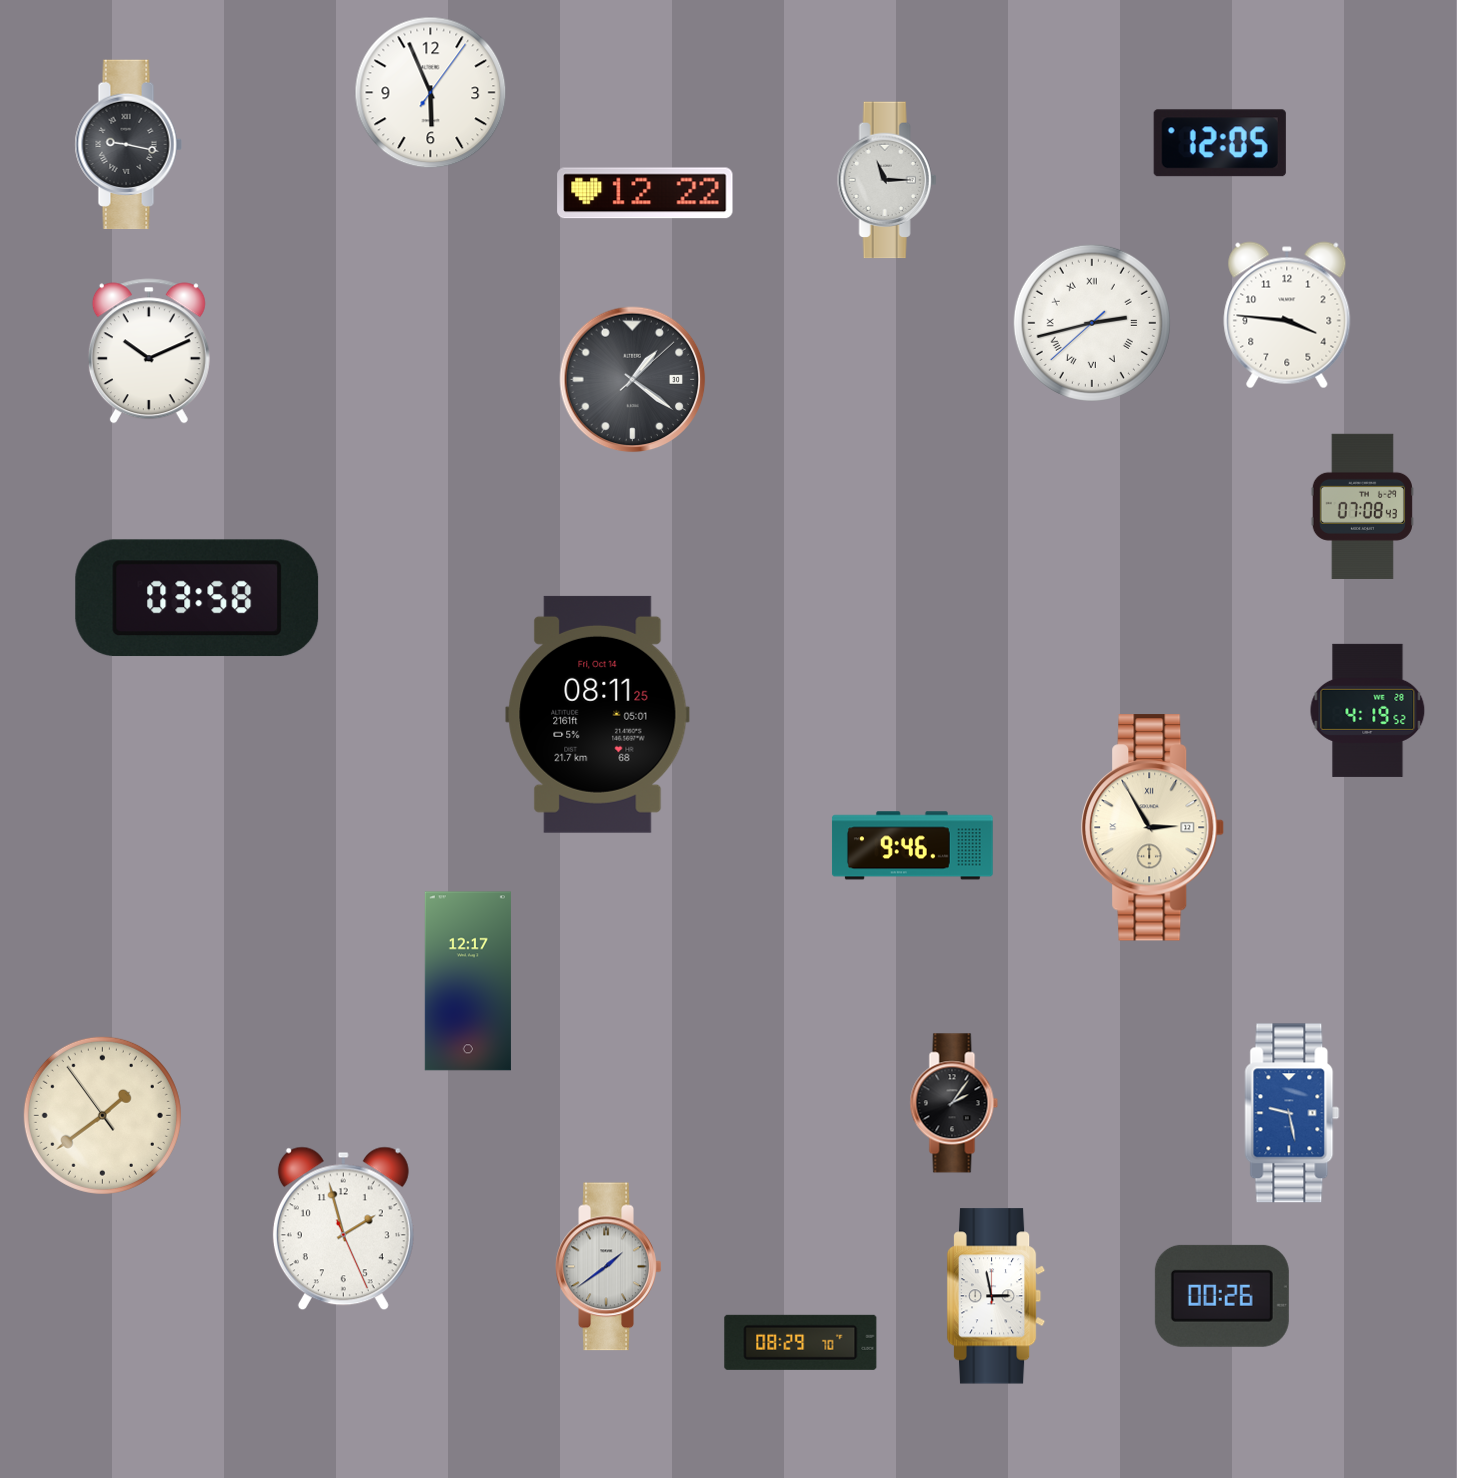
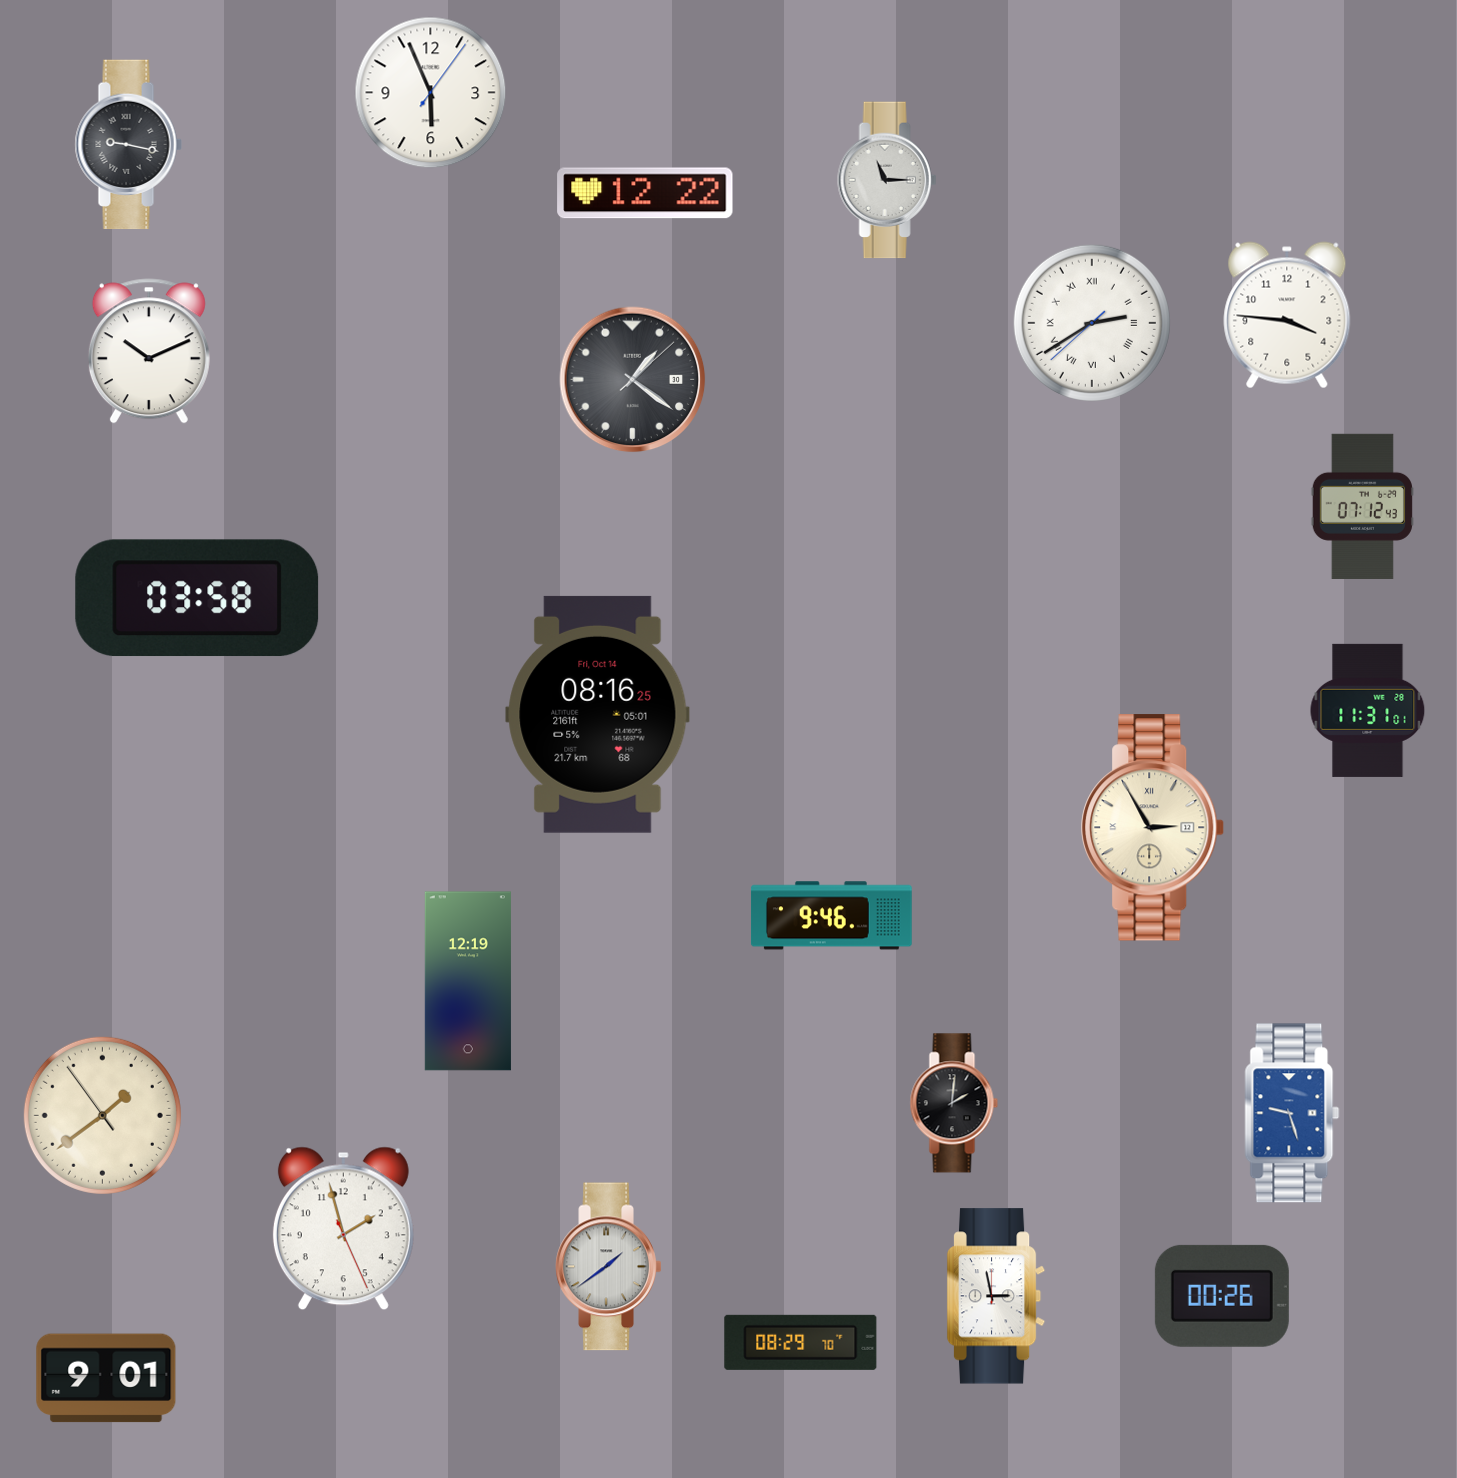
clock at (1220, 143): 12:05 -> none
clock at (1092, 323): 2:42 -> 2:39
clock at (1362, 506): 07:08 -> 07:12
clock at (1368, 710): 4:19 -> 11:31
clock at (598, 714): 08:11 -> 08:16
clock at (913, 846) position: (913, 846) -> (832, 916)
clock at (468, 981): 12:17 -> 12:19
clock at (954, 1103): 2:06 -> 2:01
clock at (1292, 1113): 9:28 -> 9:27
clock at (106, 1378): none -> 9:01
